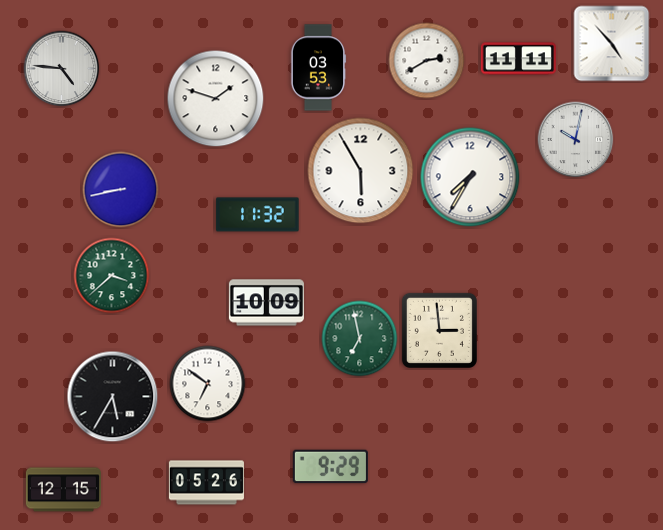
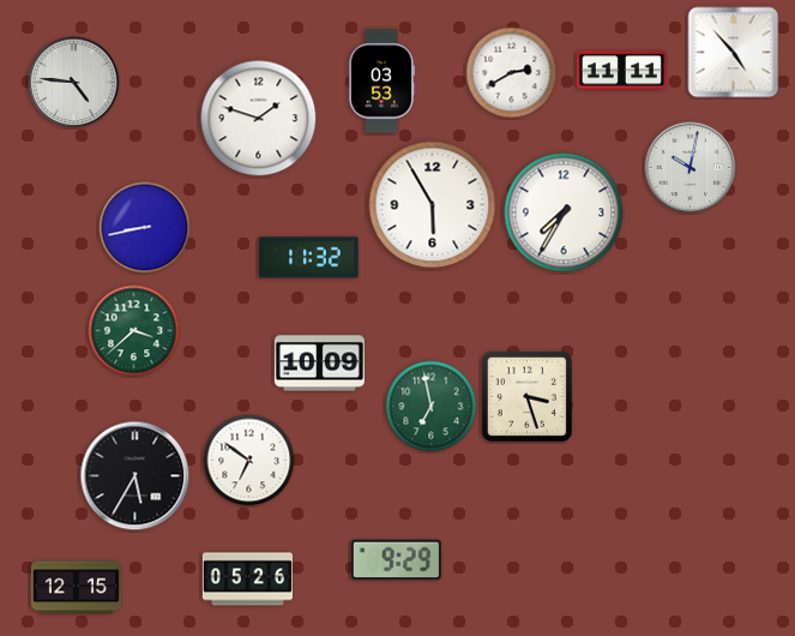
clock at (439, 330): 2:59 -> 3:27
